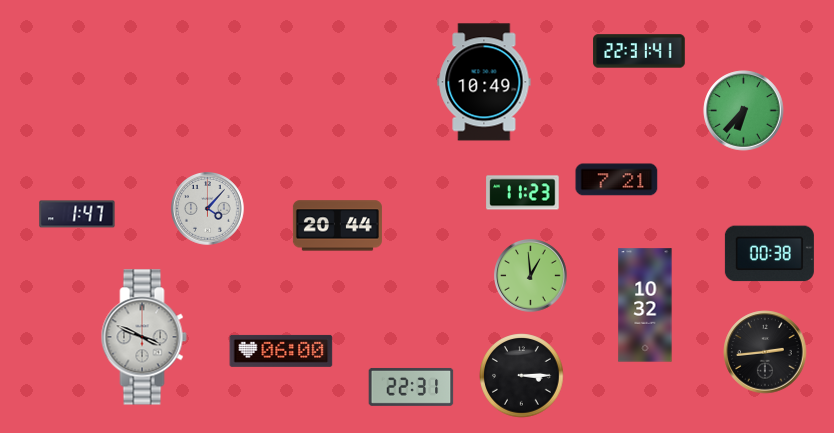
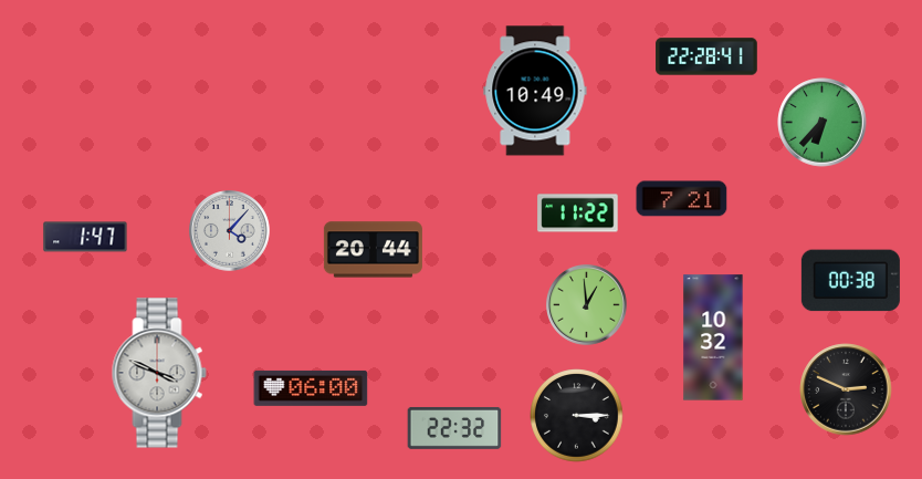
clock at (639, 51): 22:31 -> 22:28
clock at (523, 193): 11:23 -> 11:22
clock at (765, 352): 2:44 -> 2:49
clock at (411, 387): 22:31 -> 22:32
